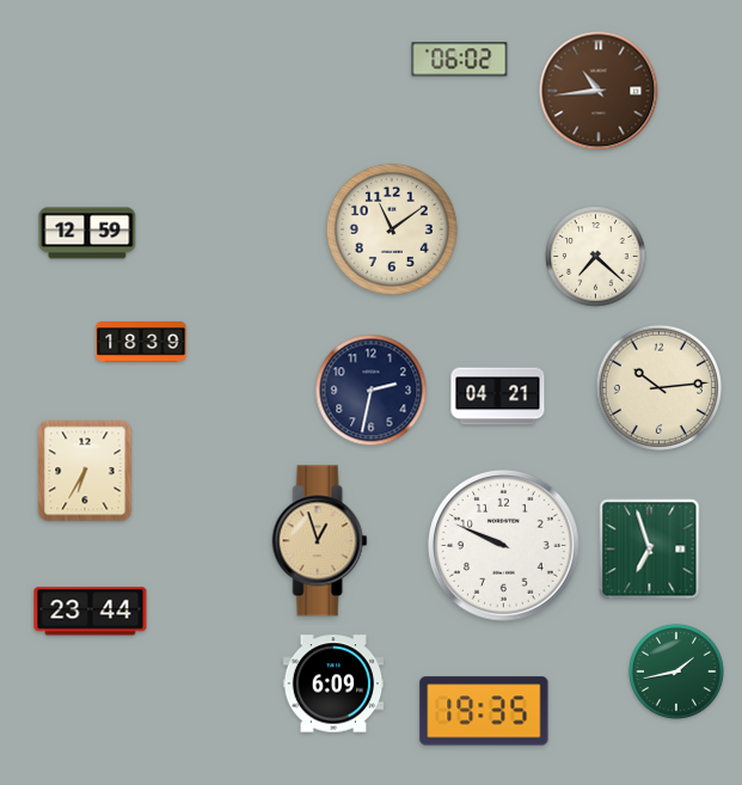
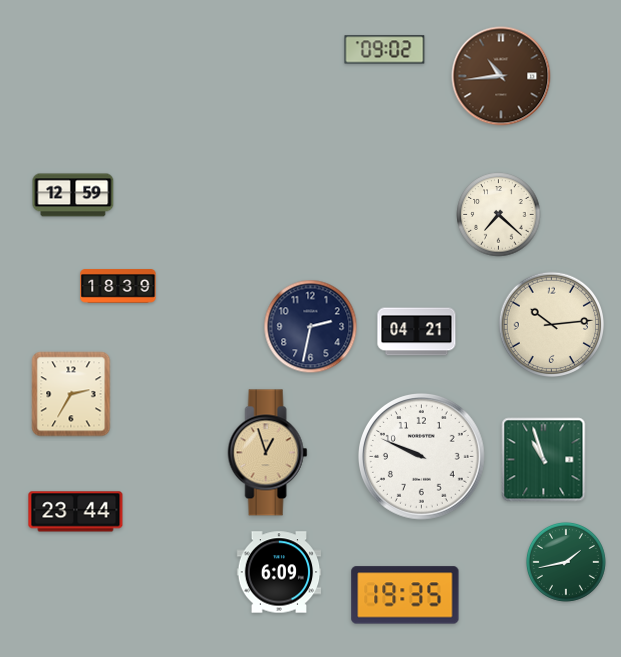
clock at (460, 60): 06:02 -> 09:02
clock at (392, 229): 11:09 -> none
clock at (85, 471): 6:35 -> 2:35
clock at (650, 550): 6:57 -> 10:57
